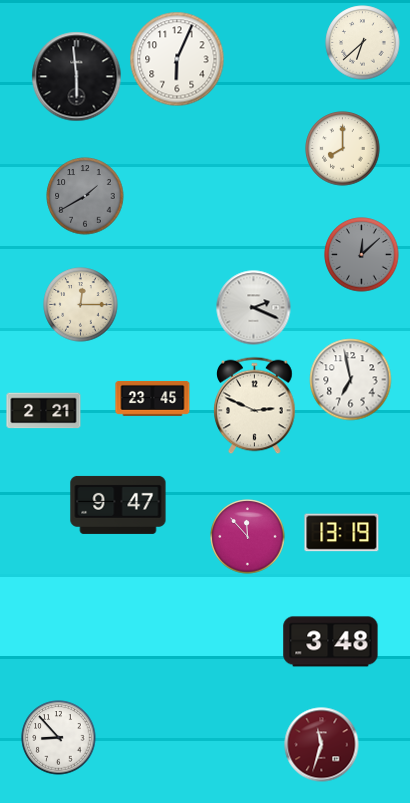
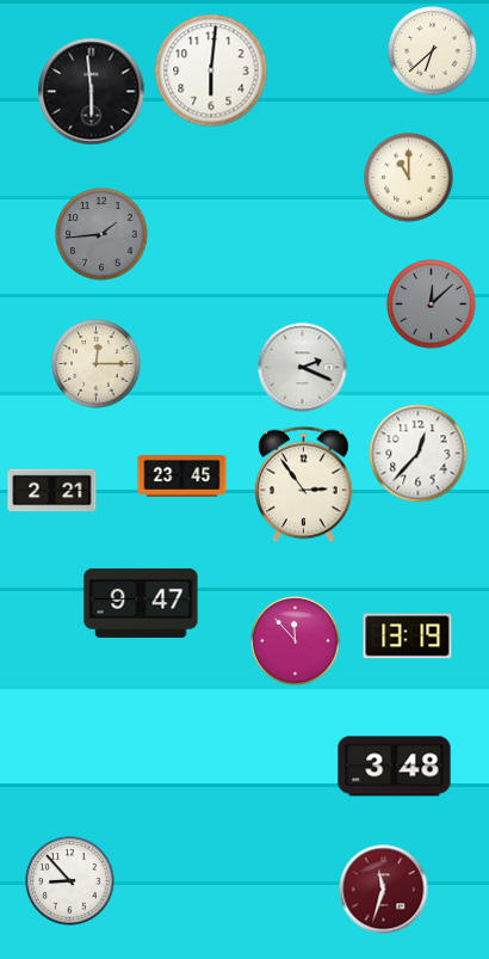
clock at (177, 59): 6:04 -> 6:01
clock at (343, 149): 8:00 -> 11:00
clock at (85, 196): 1:40 -> 1:44
clock at (351, 380): 6:58 -> 12:37
clock at (255, 406): 2:49 -> 2:54
